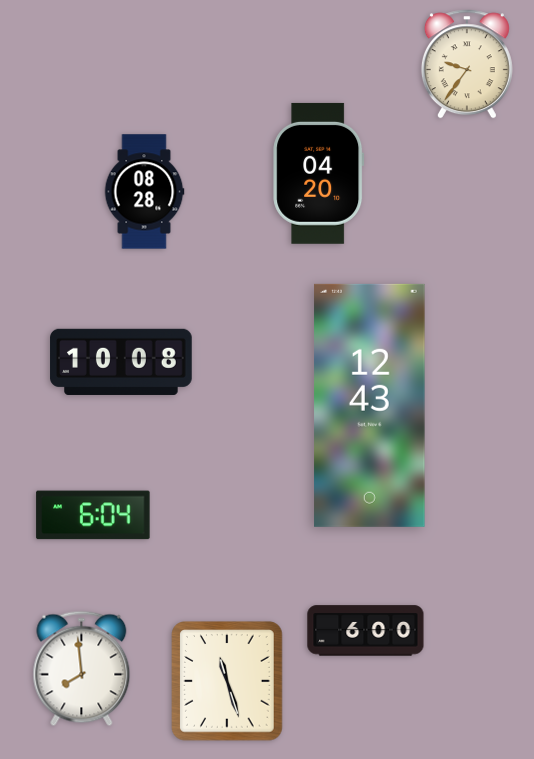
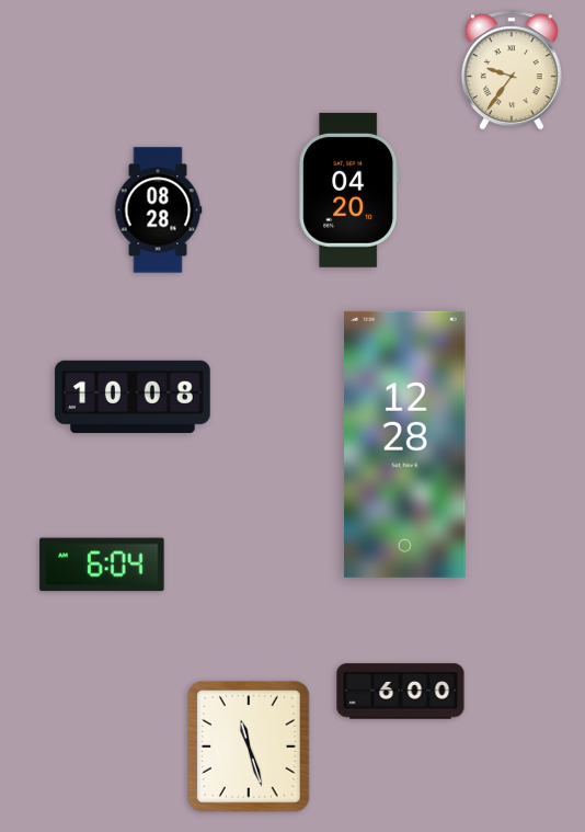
clock at (370, 405): 12:43 -> 12:28
clock at (82, 669): 7:59 -> none
